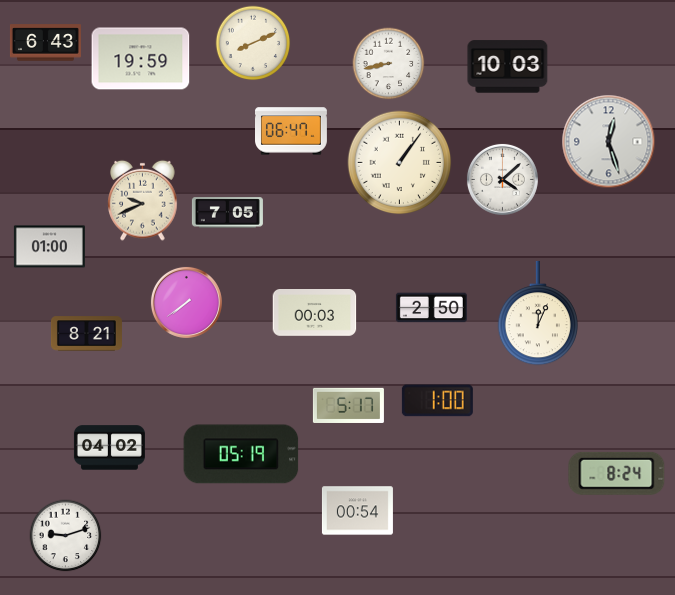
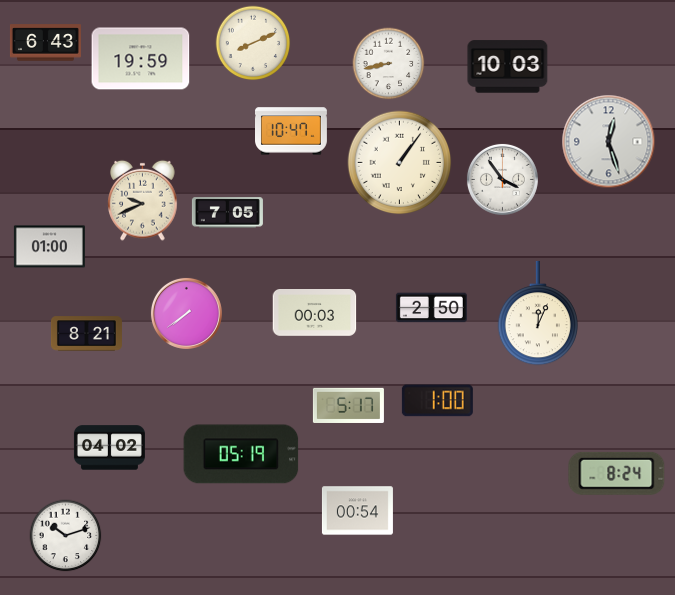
clock at (292, 131): 06:47 -> 10:47
clock at (502, 179): 4:08 -> 3:54
clock at (186, 302) position: (186, 302) -> (186, 313)
clock at (66, 536): 9:12 -> 10:12
